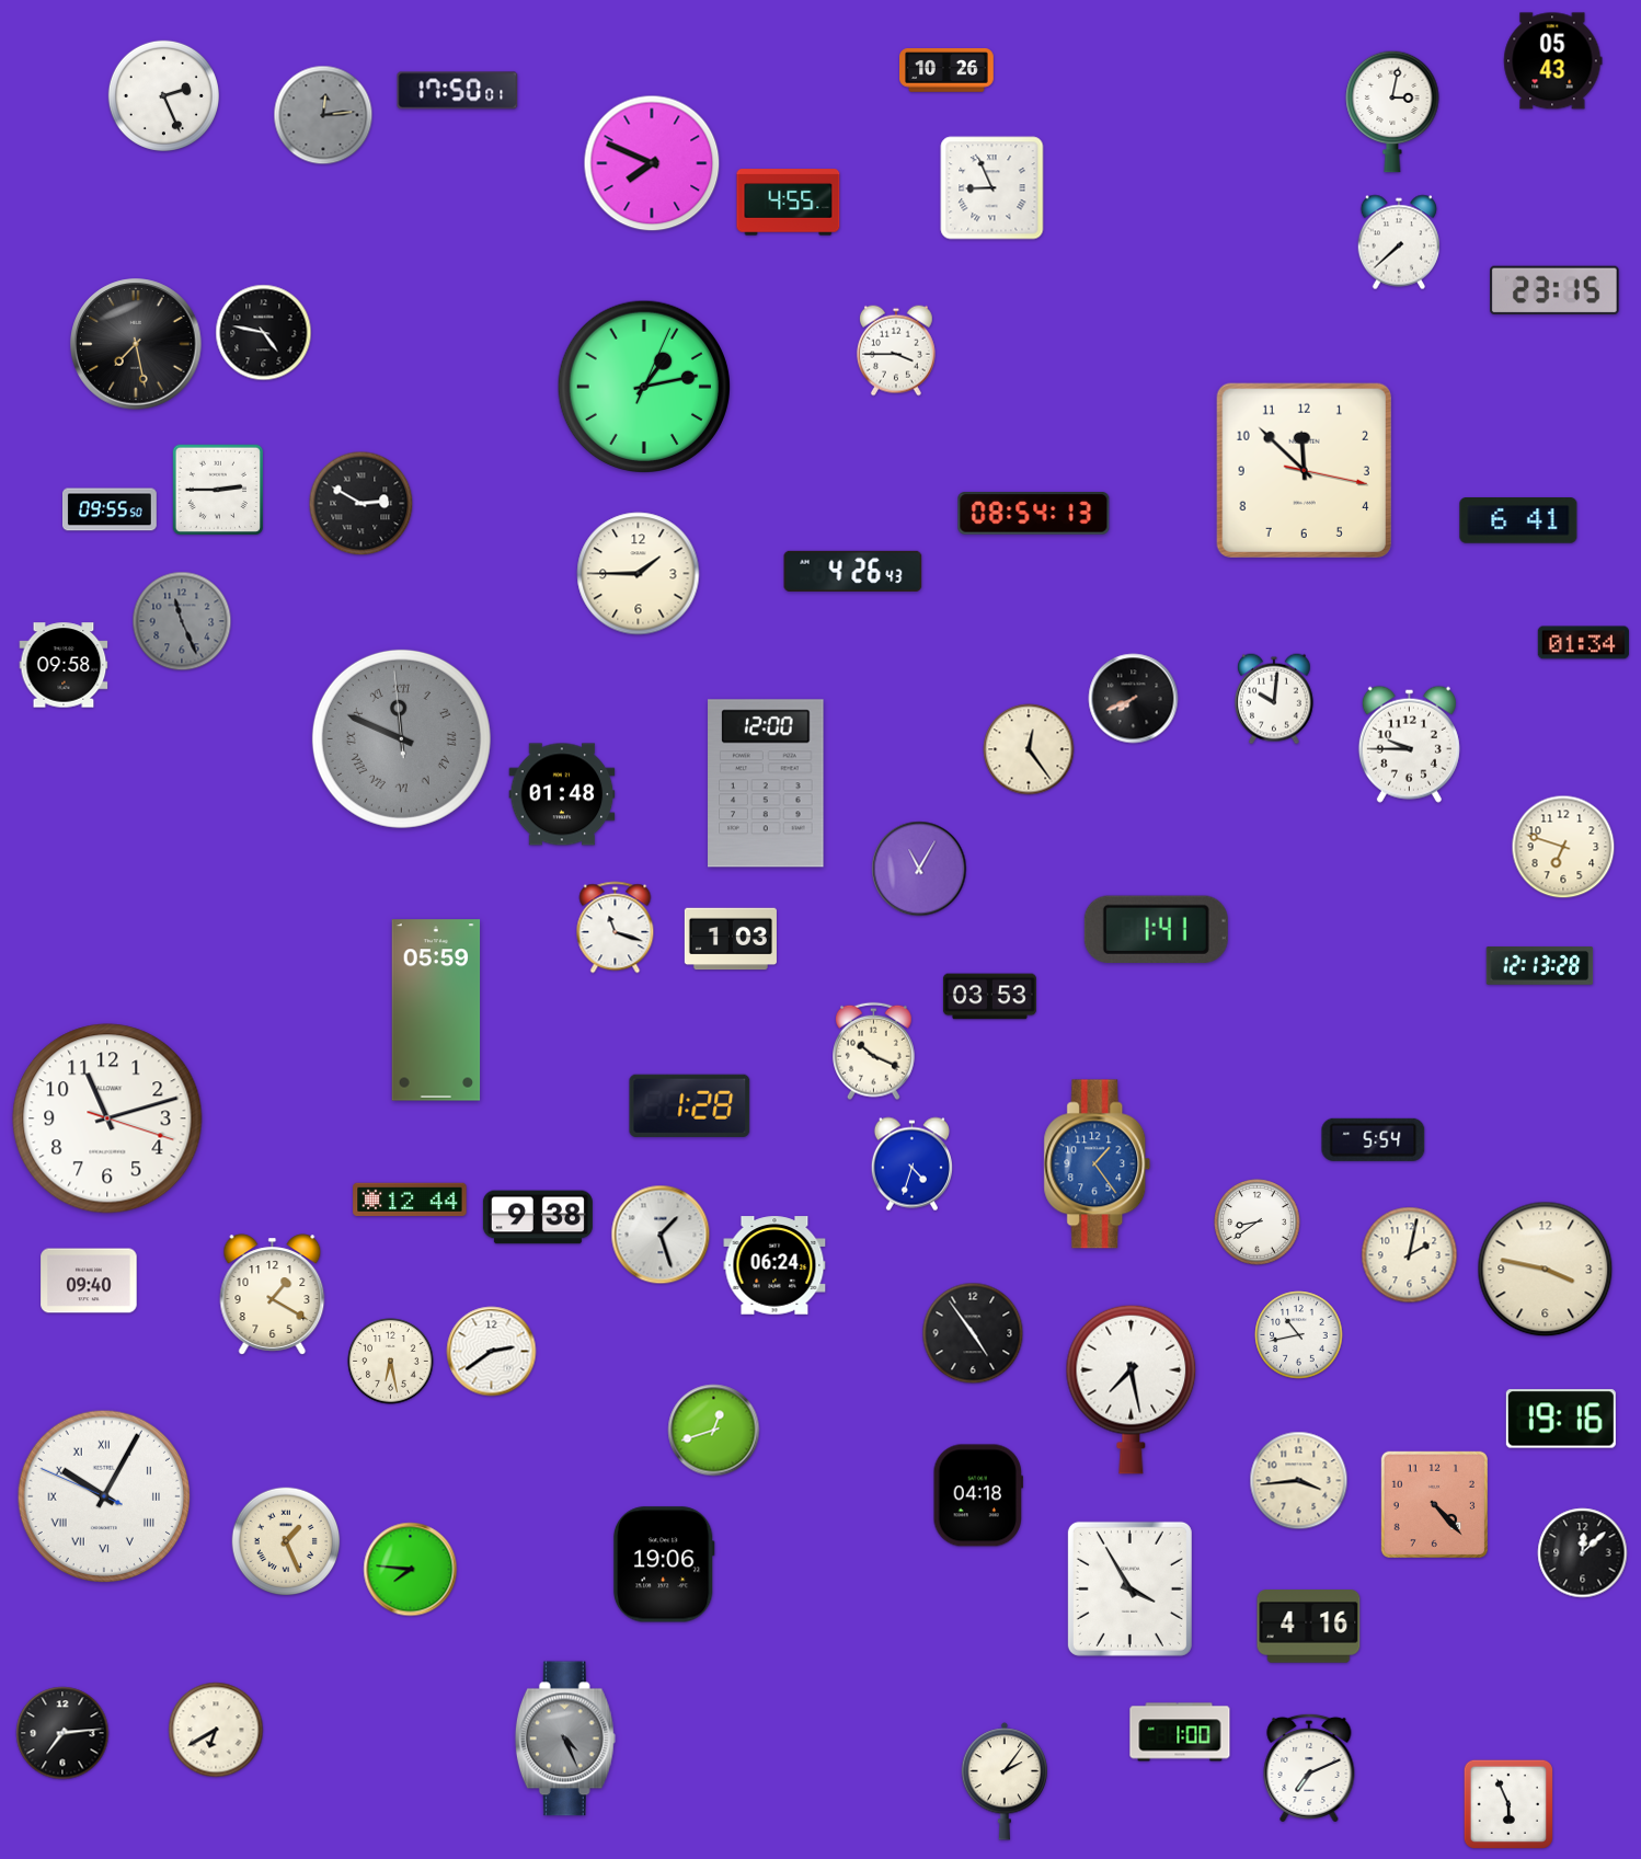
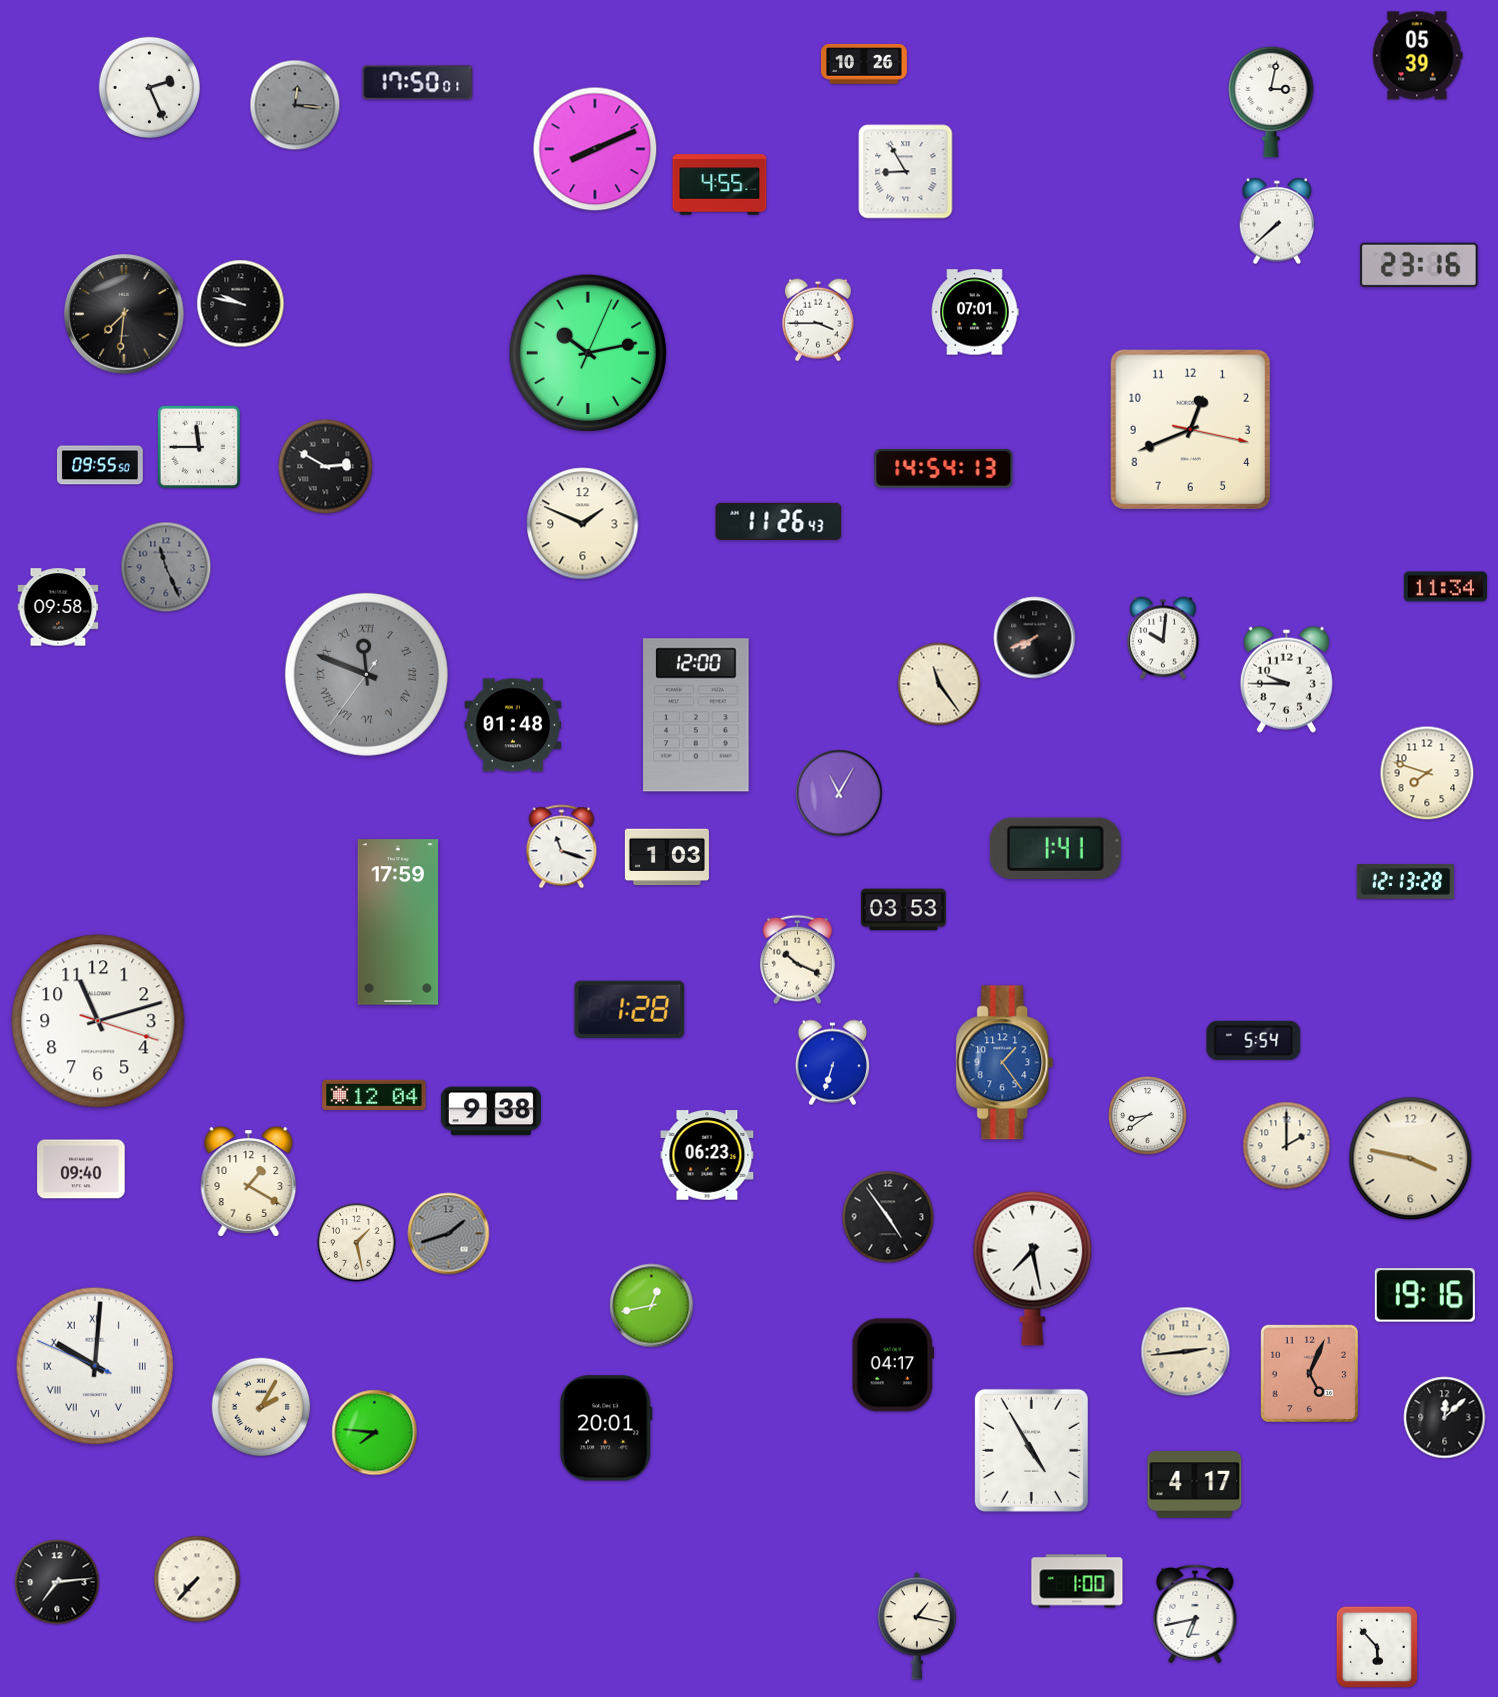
clock at (1553, 61): 05:43 -> 05:39
clock at (323, 115): 12:14 -> 12:16
clock at (652, 163): 7:49 -> 8:11
clock at (992, 188): 8:56 -> 8:55
clock at (1556, 290): 23:15 -> 23:16
clock at (264, 333): 4:47 -> 9:47
clock at (975, 312): none -> 07:01
clock at (136, 344): 7:28 -> 7:31
clock at (643, 386): 1:13 -> 10:13
clock at (1304, 470): 11:52 -> 12:41
clock at (217, 489): 2:45 -> 11:45
clock at (362, 504) position: (362, 504) -> (326, 467)
clock at (1034, 514): 08:54 -> 14:54
clock at (1518, 521): 6:41 -> none
clock at (853, 571): 4:26 -> 11:26
clock at (639, 574): 1:45 -> 1:49
clock at (1583, 643): 01:34 -> 11:34
clock at (401, 738): 11:48:59 -> 11:48:36
clock at (1029, 749): 12:24 -> 11:24
clock at (766, 783) position: (766, 783) -> (696, 715)
clock at (1563, 847): 6:48 -> 7:48
clock at (436, 1010): 05:59 -> 17:59
clock at (911, 1164): 4:33 -> 6:33
clock at (1098, 1164) position: (1098, 1164) -> (1005, 1063)
clock at (410, 1200): 12:44 -> 12:04
clock at (661, 1235): 1:27 -> none
clock at (1410, 1255): 2:02 -> 2:00
clock at (774, 1265): 06:24 -> 06:23
clock at (1299, 1335): 10:43 -> none
clock at (492, 1352): 2:39 -> 1:42
clock at (492, 1352) dial: white -> grey
clock at (391, 1362): 6:28 -> 1:28
clock at (714, 1431): 12:42 -> 12:43
clock at (1299, 1481): 3:44 -> 2:44
clock at (103, 1495): 10:04 -> 10:00
clock at (977, 1495): 04:18 -> 04:17
clock at (1434, 1504): 4:23 -> 5:04
clock at (286, 1541): 1:26 -> 2:05
clock at (664, 1564): 19:06 -> 20:01
clock at (1129, 1588): 3:55 -> 4:55
clock at (1309, 1627): 4:16 -> 4:17
clock at (216, 1730): 6:40 -> 7:37
clock at (565, 1738): 4:26 -> none
clock at (1309, 1768): 7:11 -> 6:43
clock at (1005, 1781): 2:06 -> 1:17
clock at (1507, 1803): 5:56 -> 5:53
